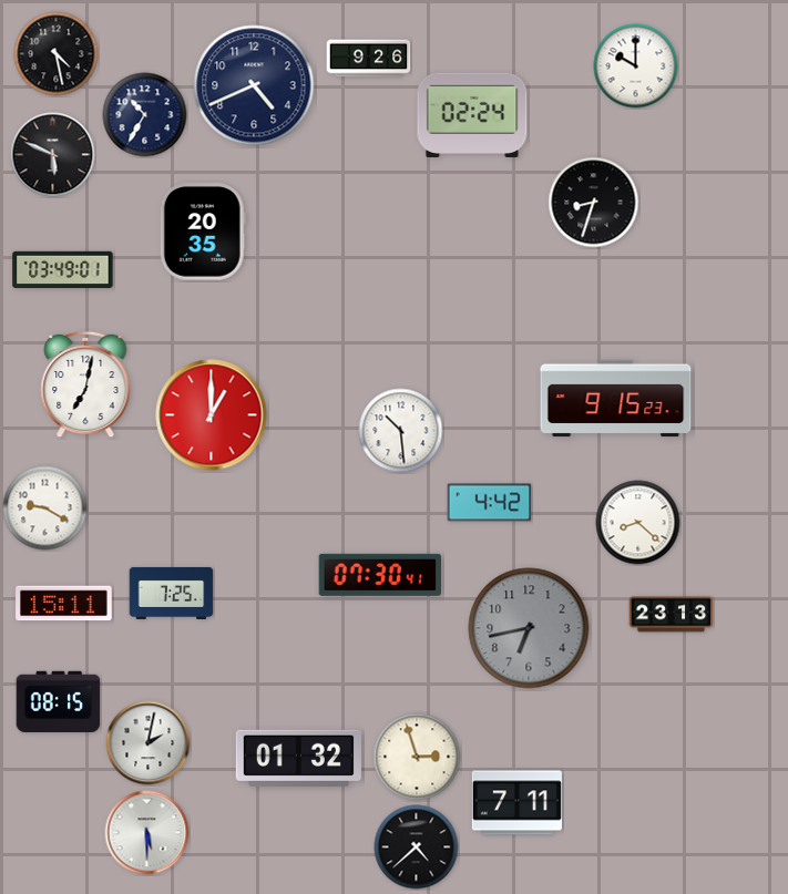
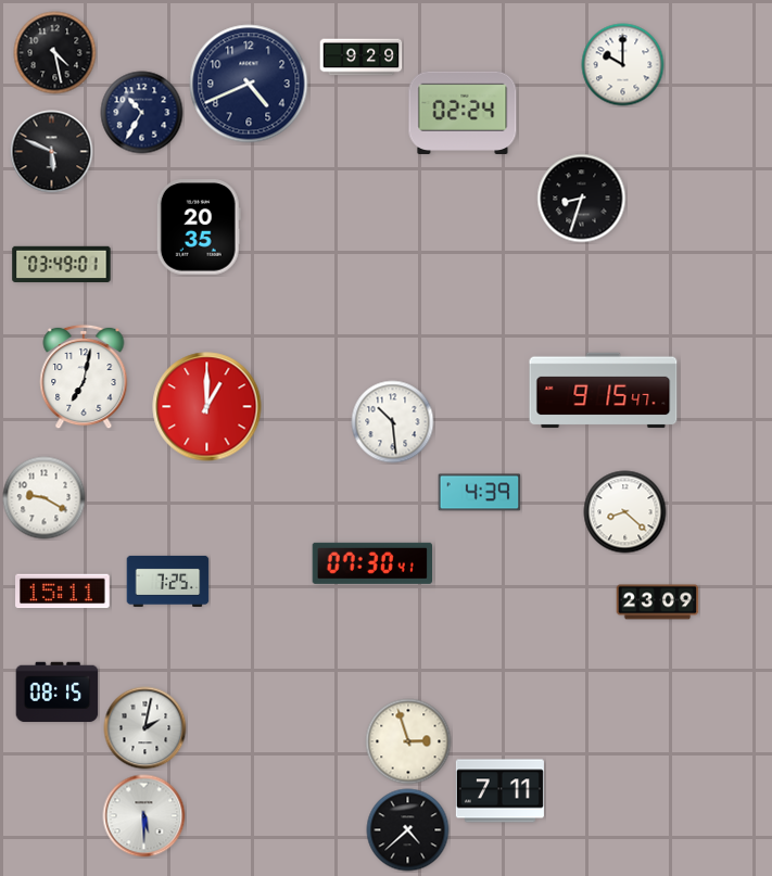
clock at (369, 59): 9:26 -> 9:29
clock at (616, 399): 9:15:23 -> 9:15:47
clock at (490, 503): 4:42 -> 4:39
clock at (672, 615): 23:13 -> 23:09
clock at (529, 628): 6:43 -> none
clock at (59, 702) position: (59, 702) -> (58, 693)
clock at (298, 758): 01:32 -> none
clock at (516, 803) position: (516, 803) -> (499, 791)
